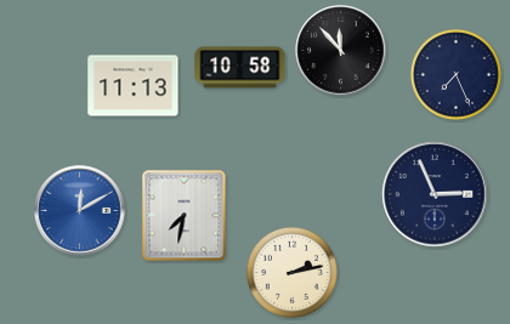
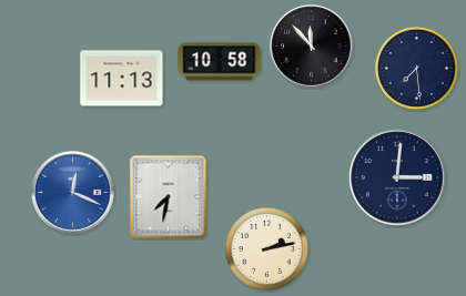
clock at (455, 74): 7:26 -> 7:29
clock at (435, 194): 2:56 -> 3:01
clock at (80, 211): 12:10 -> 12:19
